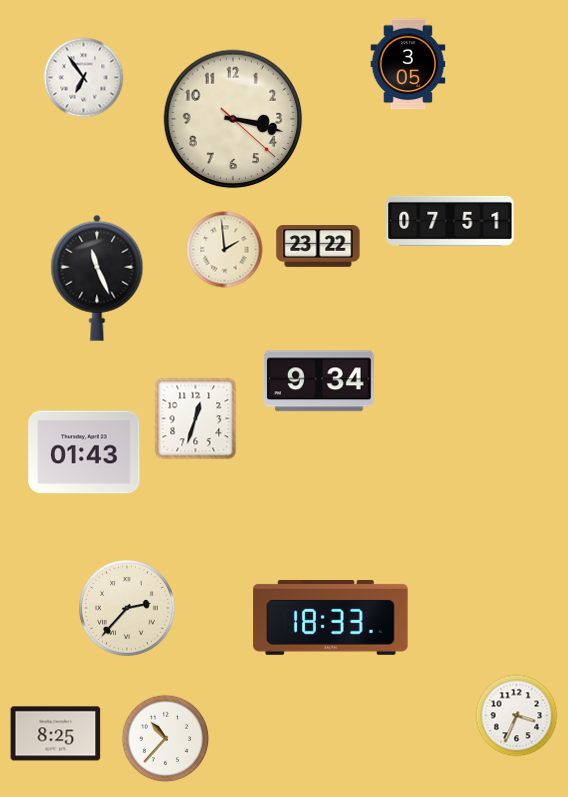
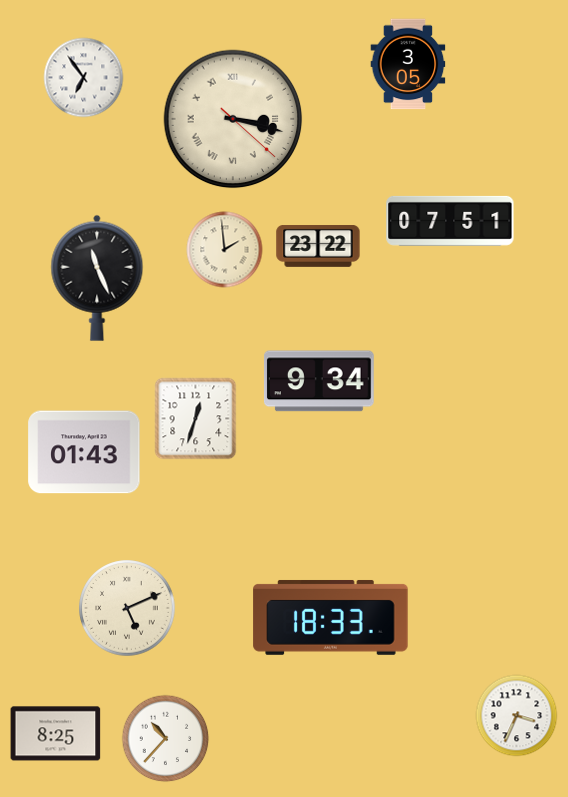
clock at (233, 119) numerals: Arabic -> Roman
clock at (127, 608): 2:37 -> 5:11
